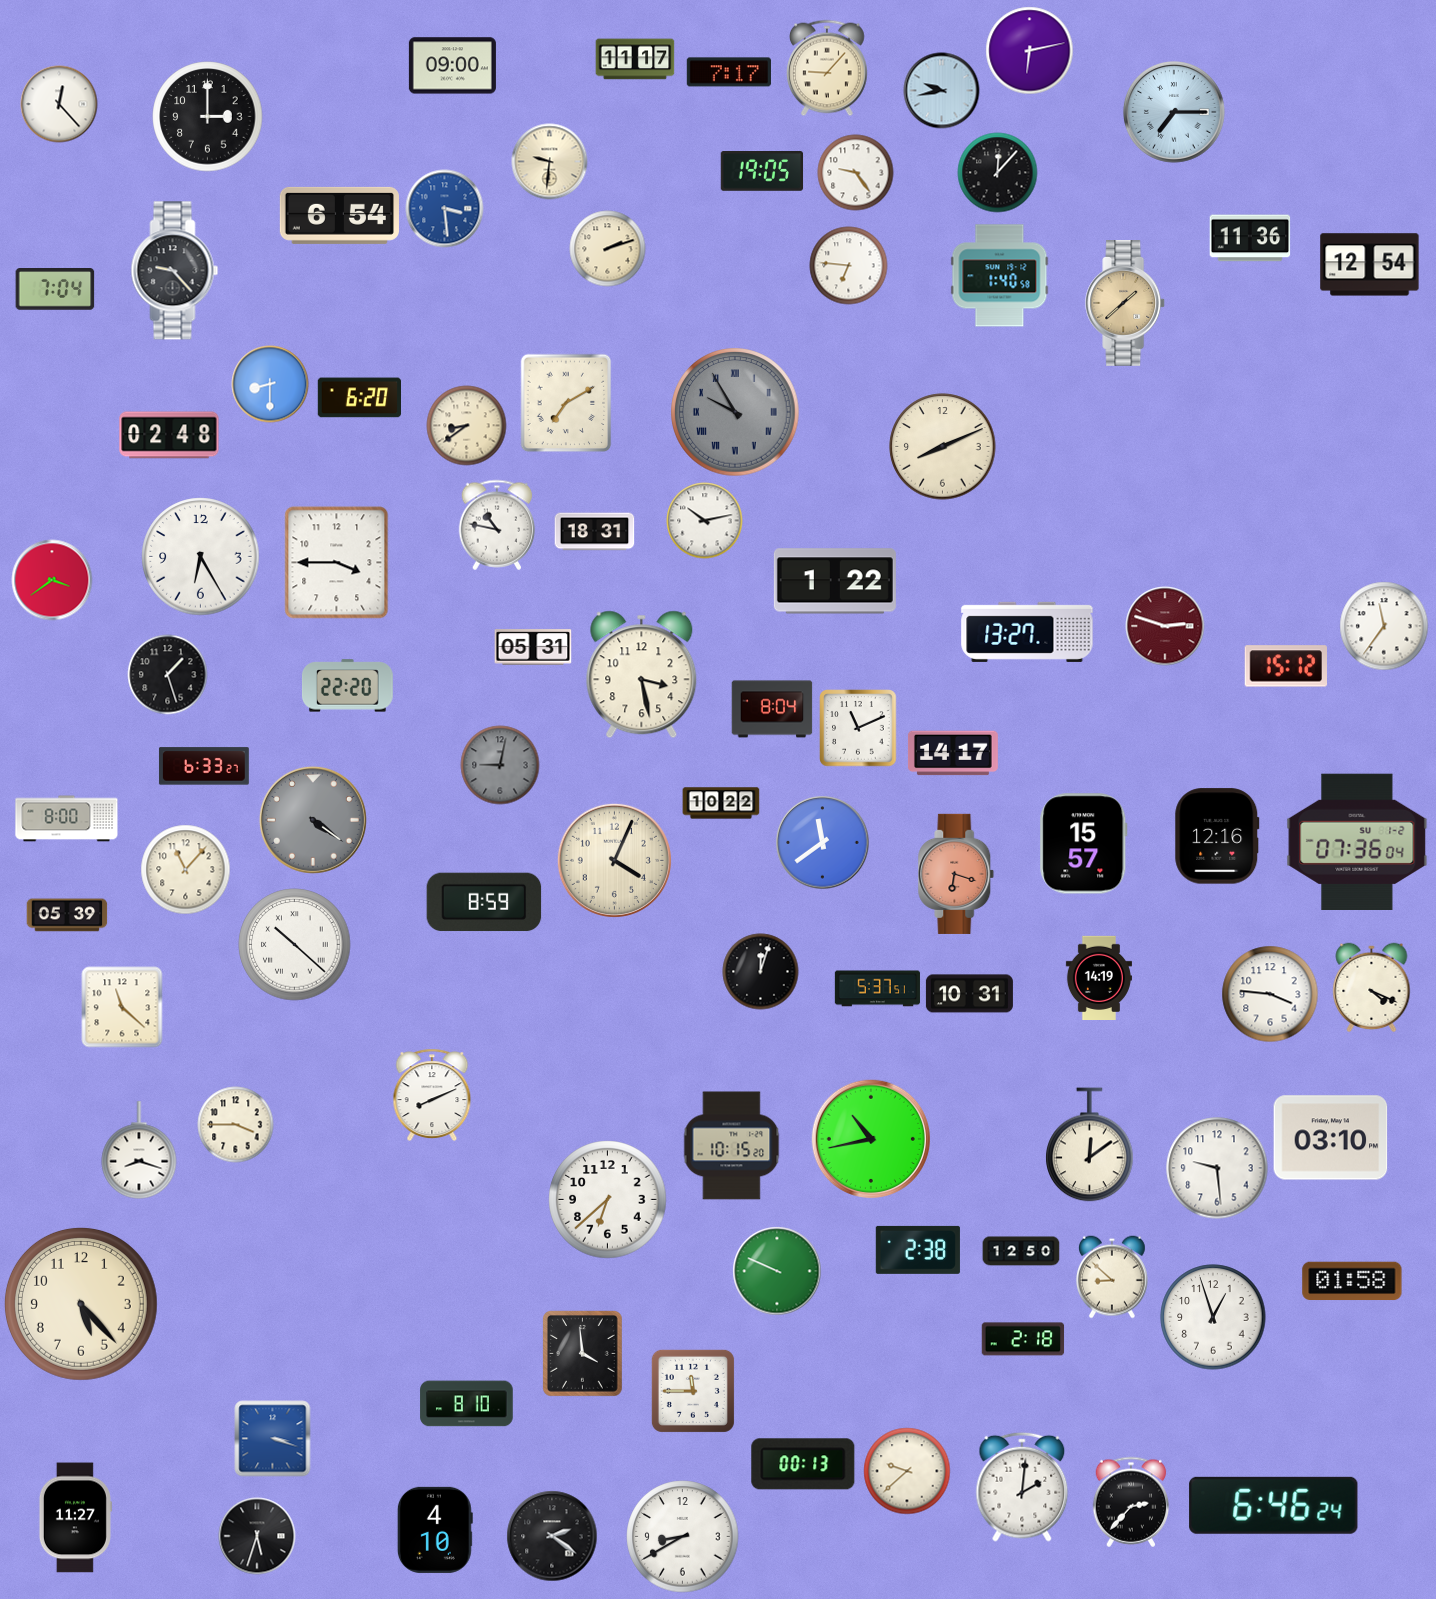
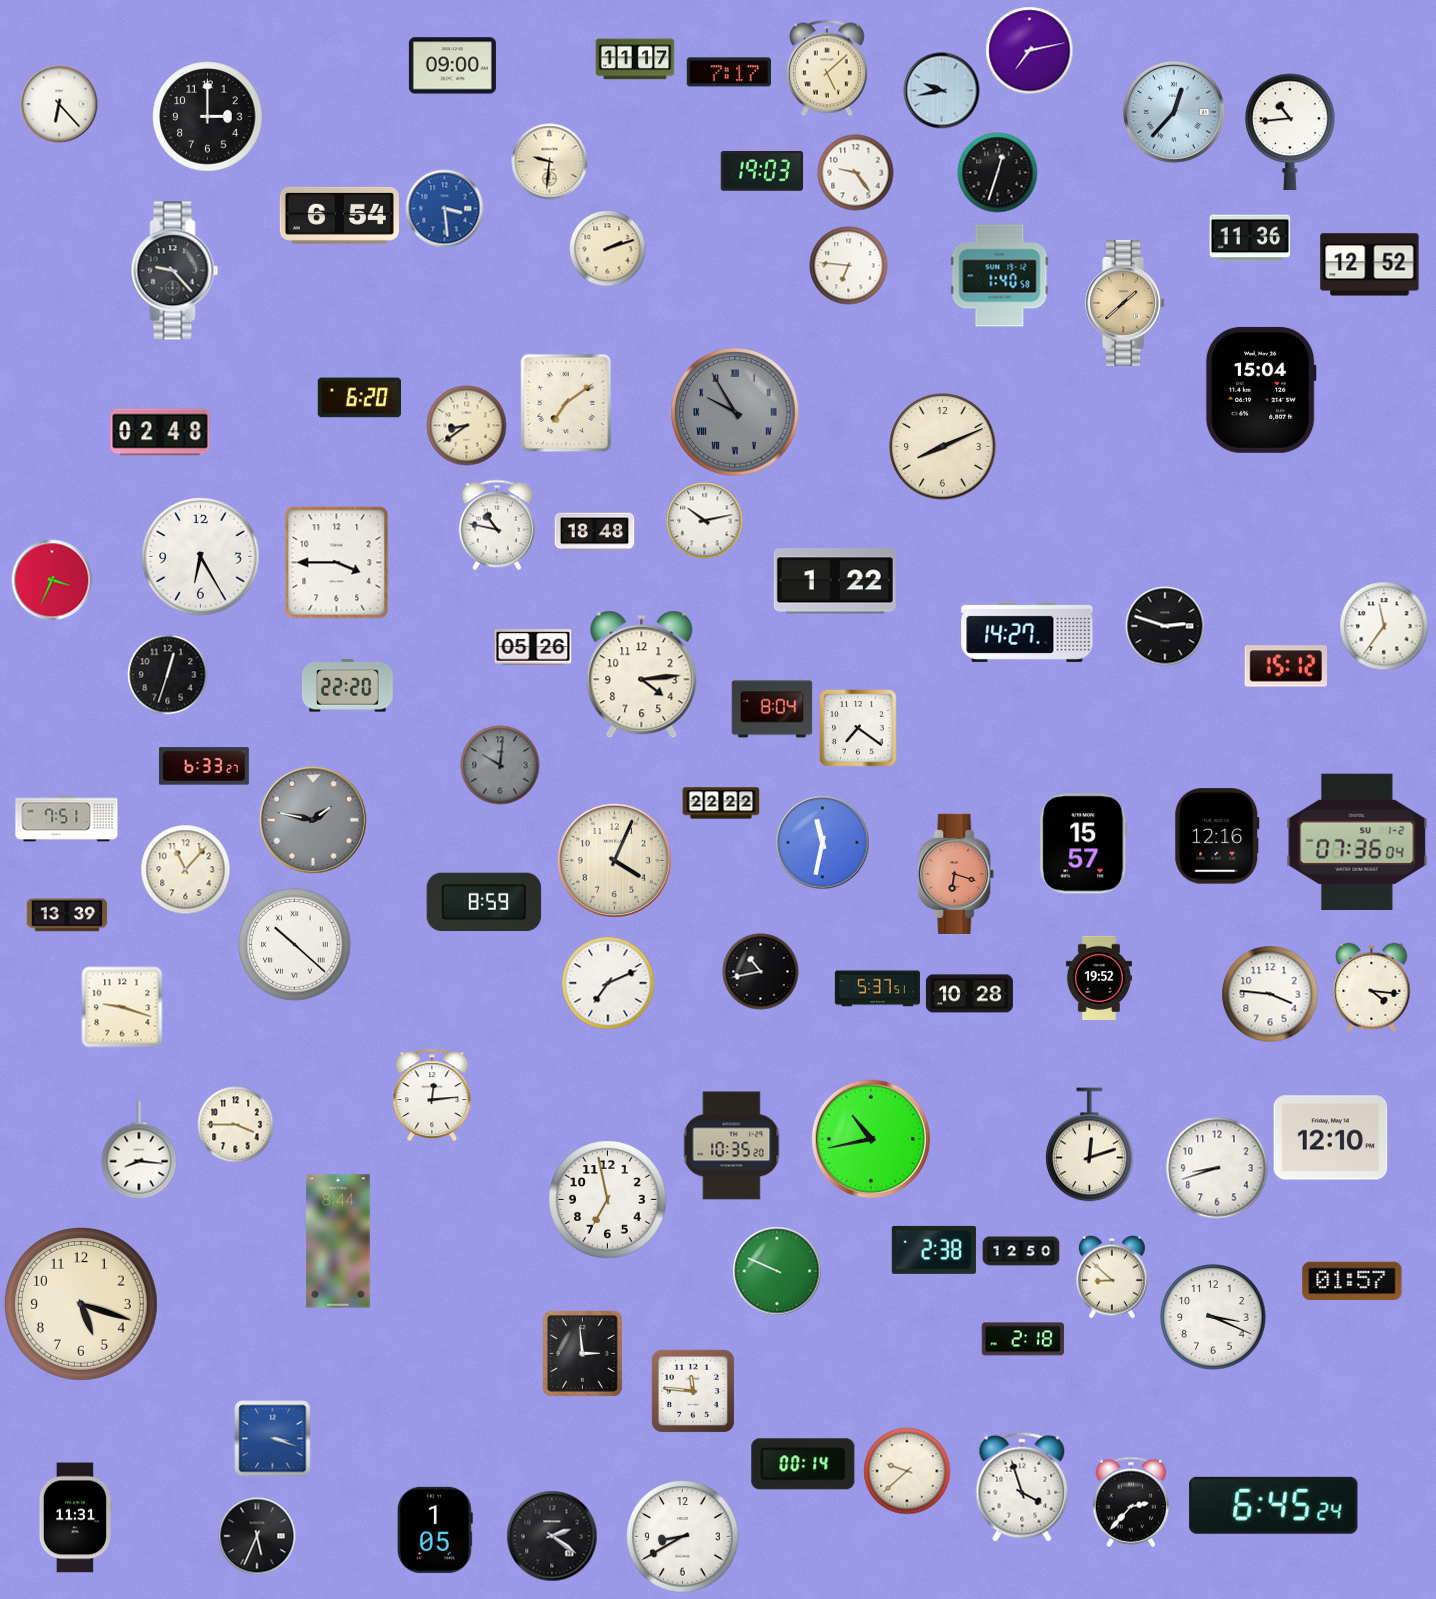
clock at (1030, 51): 6:13 -> 7:13
clock at (828, 68): 9:07 -> 5:08
clock at (59, 104): 12:23 -> 6:23
clock at (1175, 113): 7:15 -> 12:37
clock at (1290, 132): none -> 10:44
clock at (762, 172): 19:05 -> 19:03
clock at (998, 173): 12:07 -> 12:33
clock at (1370, 265): 12:54 -> 12:52
clock at (55, 289): 7:04 -> none
clock at (270, 384): 8:30 -> none
clock at (1261, 390): none -> 15:04
clock at (566, 403): 7:10 -> 7:09
clock at (169, 435) position: (169, 435) -> (160, 432)
clock at (595, 532): 18:31 -> 18:48
clock at (52, 580): 3:39 -> 3:34
clock at (1165, 626) dial: burgundy -> black
clock at (1027, 632): 13:27 -> 14:27
clock at (533, 647): 05:31 -> 05:26
clock at (168, 675): 1:27 -> 12:33
clock at (642, 675): 3:28 -> 4:14
clock at (858, 728): 11:11 -> 7:21
clock at (953, 753): 14:17 -> none
clock at (500, 765): 9:02 -> 10:01
clock at (721, 803): 10:22 -> 22:22
clock at (67, 819): 8:00 -> 7:51
clock at (313, 820): 4:21 -> 1:47
clock at (823, 843): 11:39 -> 11:32
clock at (67, 915): 05:39 -> 13:39
clock at (761, 972): 12:03 -> 10:43
clock at (1099, 977): 14:19 -> 19:52
clock at (608, 983): none -> 7:11
clock at (1372, 988): 4:19 -> 4:16
clock at (969, 994): 10:31 -> 10:28
clock at (122, 1007): 11:22 -> 9:18
clock at (432, 1095): 8:11 -> 12:14
clock at (1331, 1138): 03:10 -> 12:10
clock at (1090, 1145): 12:09 -> 12:12
clock at (732, 1146): 10:15 -> 10:35
clock at (139, 1150): 8:18 -> 8:16
clock at (1217, 1168): 9:29 -> 8:42
clock at (608, 1200): 6:38 -> 6:58
clock at (338, 1241): none -> 8:44
clock at (918, 1250) position: (918, 1250) -> (934, 1250)
clock at (1352, 1281): 01:58 -> 01:57
clock at (81, 1304): 5:23 -> 5:18
clock at (1213, 1317): 12:57 -> 3:19
clock at (583, 1354): 3:59 -> 2:59
clock at (693, 1391): 11:45 -> 11:46
clock at (467, 1404): 8:10 -> none
clock at (803, 1464): 00:13 -> 00:14
clock at (1022, 1487): 2:01 -> 3:57
clock at (1274, 1505): 6:46 -> 6:45
clock at (75, 1518): 11:27 -> 11:31
clock at (435, 1530): 4:10 -> 1:05
clock at (257, 1536): 5:33 -> 5:34
